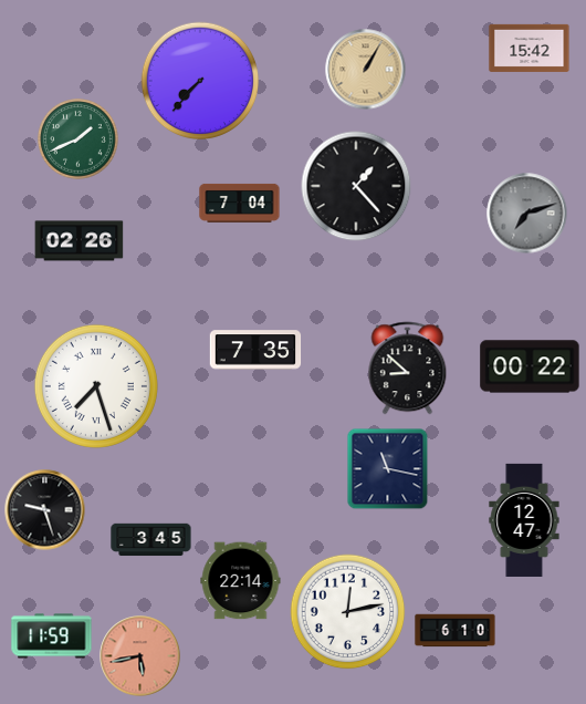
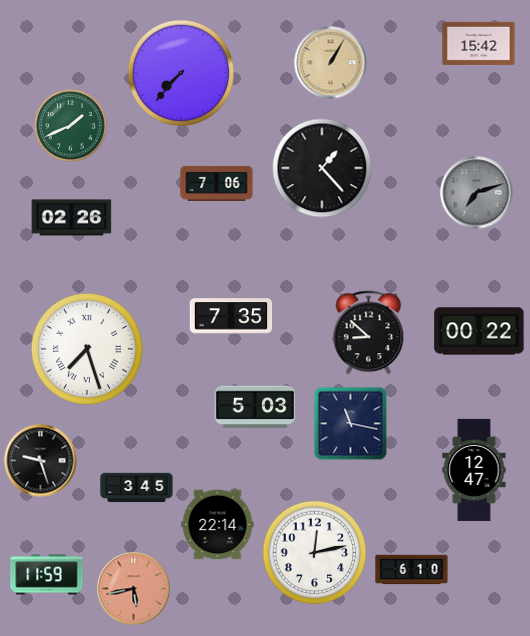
clock at (240, 203): 7:04 -> 7:06
clock at (255, 407): none -> 5:03
clock at (140, 656) position: (140, 656) -> (134, 589)
